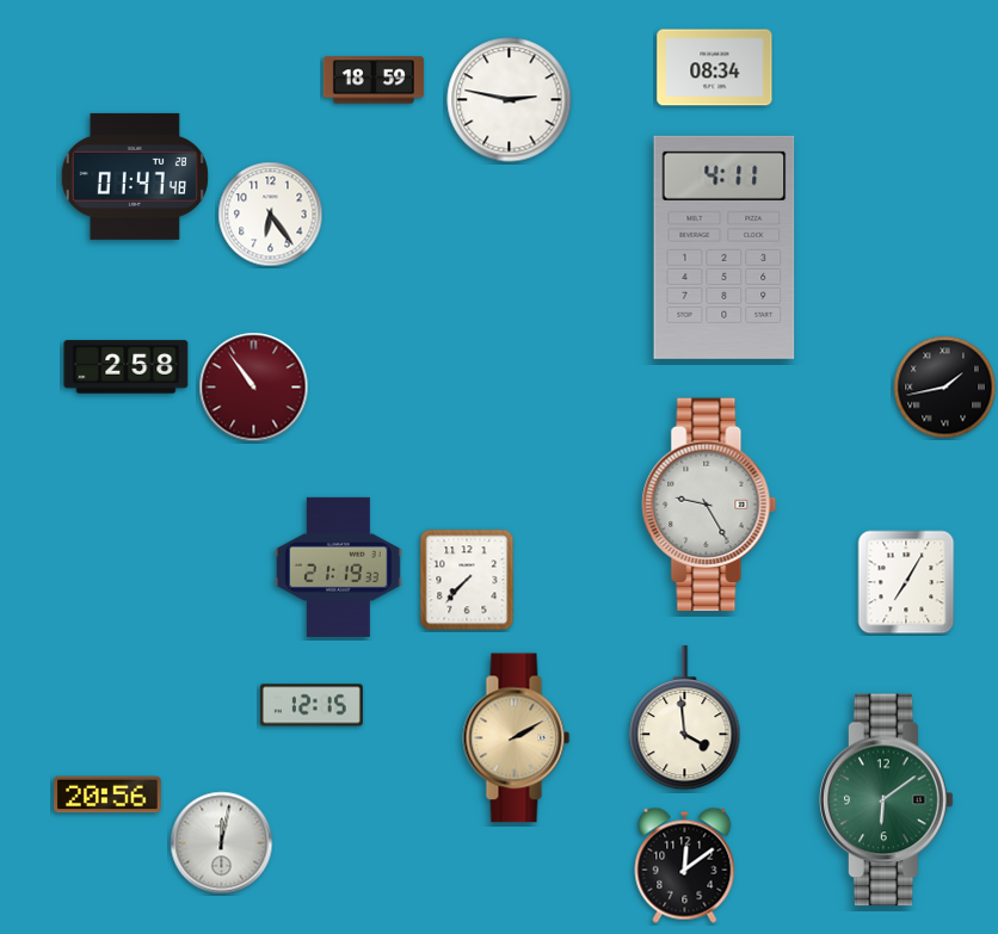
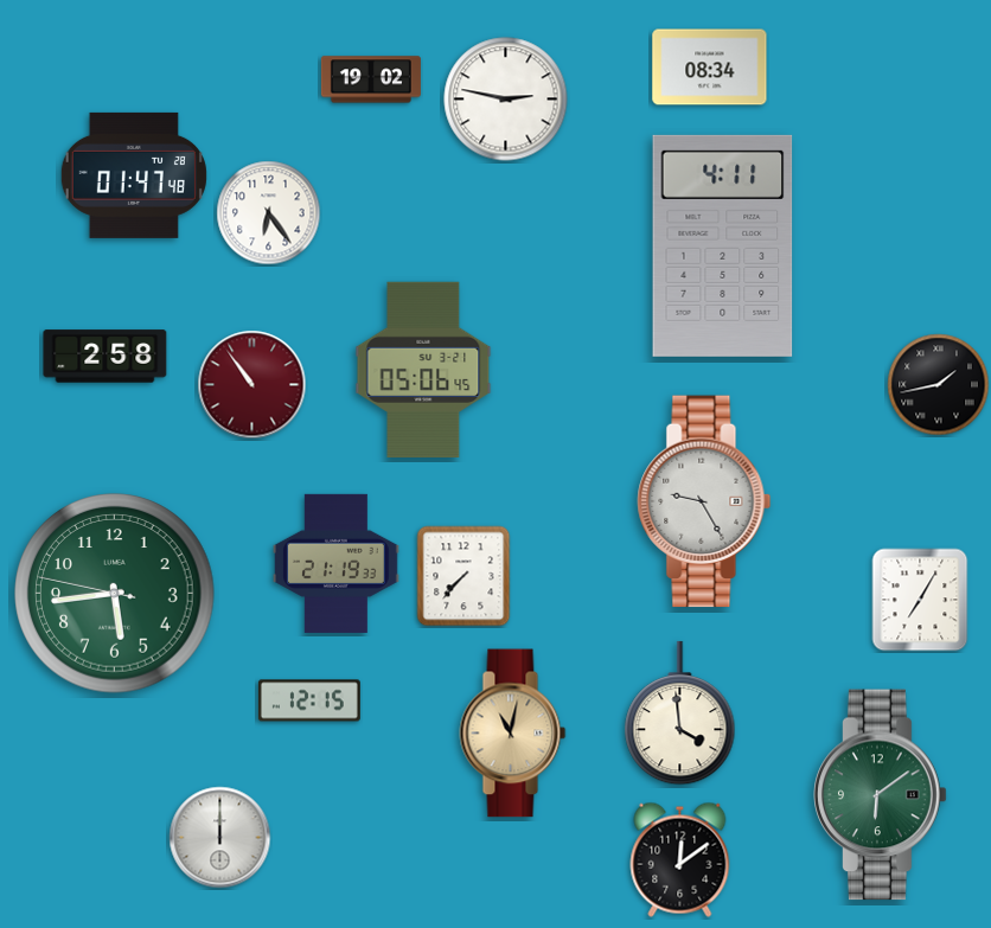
clock at (374, 80): 18:59 -> 19:02
clock at (725, 247) position: (725, 247) -> (723, 245)
clock at (127, 367) position: (127, 367) -> (106, 357)
clock at (423, 369): none -> 05:06
clock at (906, 582) position: (906, 582) -> (920, 600)
clock at (115, 594): none -> 5:43
clock at (517, 738): 2:10 -> 11:02
clock at (107, 794): 20:56 -> none
clock at (222, 843): 12:02 -> 12:00
